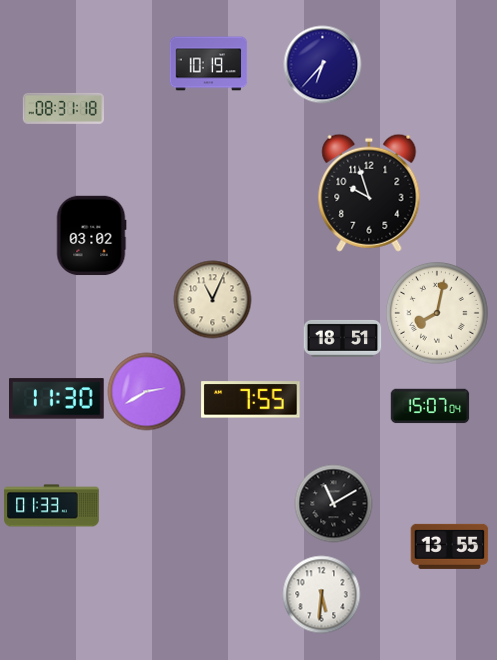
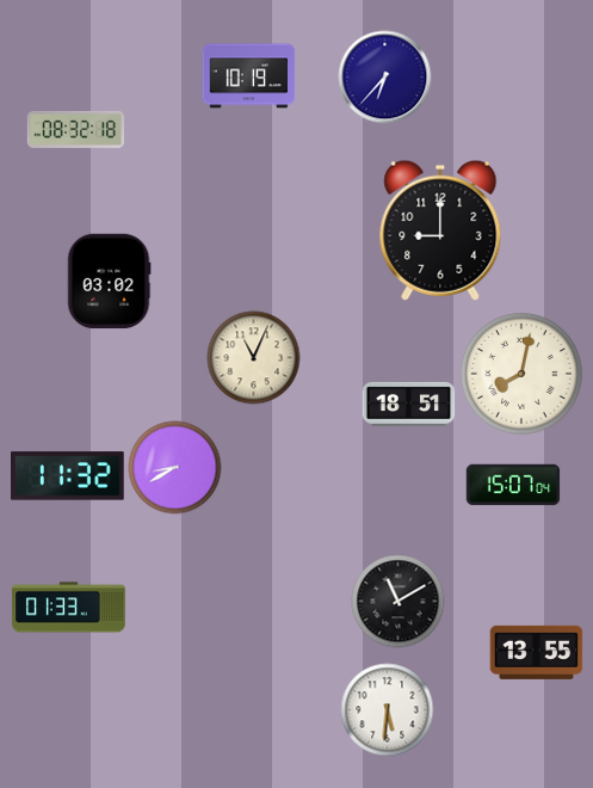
clock at (63, 108): 08:31 -> 08:32
clock at (369, 193): 9:57 -> 9:00
clock at (146, 391): 2:40 -> 8:40
clock at (57, 399): 11:30 -> 11:32
clock at (251, 400): 7:55 -> none
clock at (52, 506) position: (52, 506) -> (69, 608)
clock at (321, 594) position: (321, 594) -> (387, 709)
